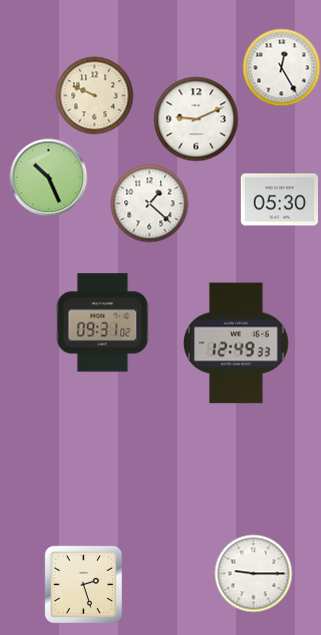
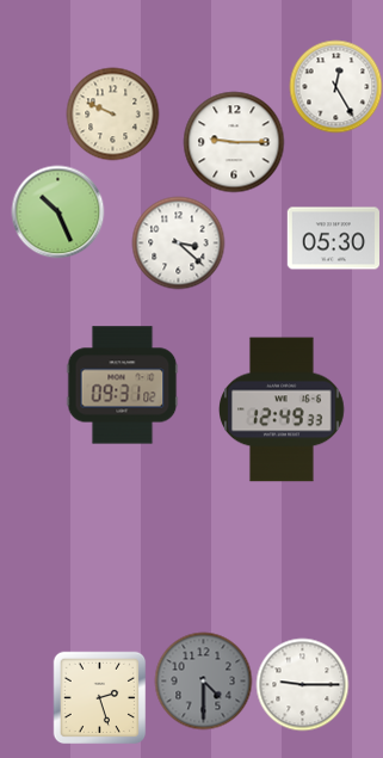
clock at (281, 67) position: (281, 67) -> (335, 86)
clock at (196, 119): 9:11 -> 9:15
clock at (149, 203): 1:22 -> 3:22
clock at (203, 680): none -> 4:30
